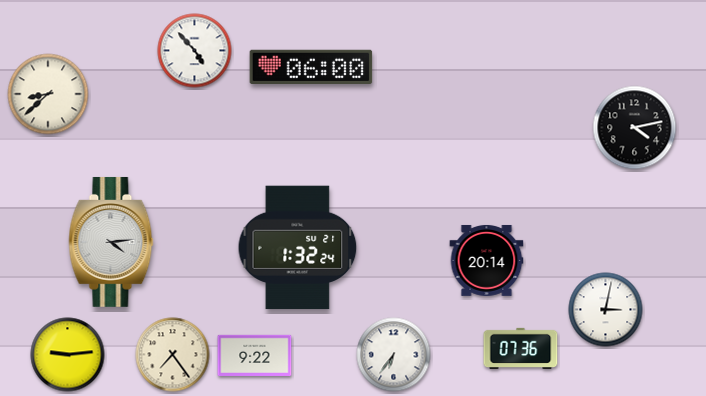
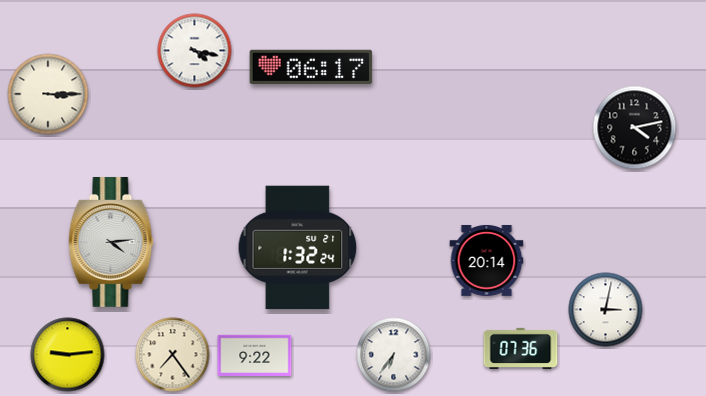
clock at (195, 51): 4:53 -> 4:17
clock at (311, 66): 06:00 -> 06:17
clock at (48, 94): 8:38 -> 3:15
